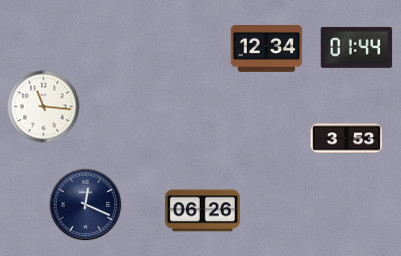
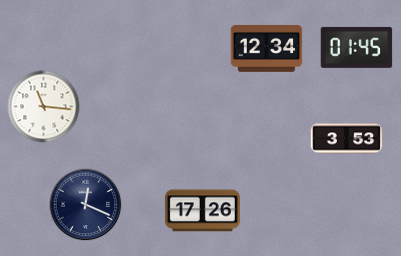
clock at (357, 47): 01:44 -> 01:45
clock at (202, 211): 06:26 -> 17:26
